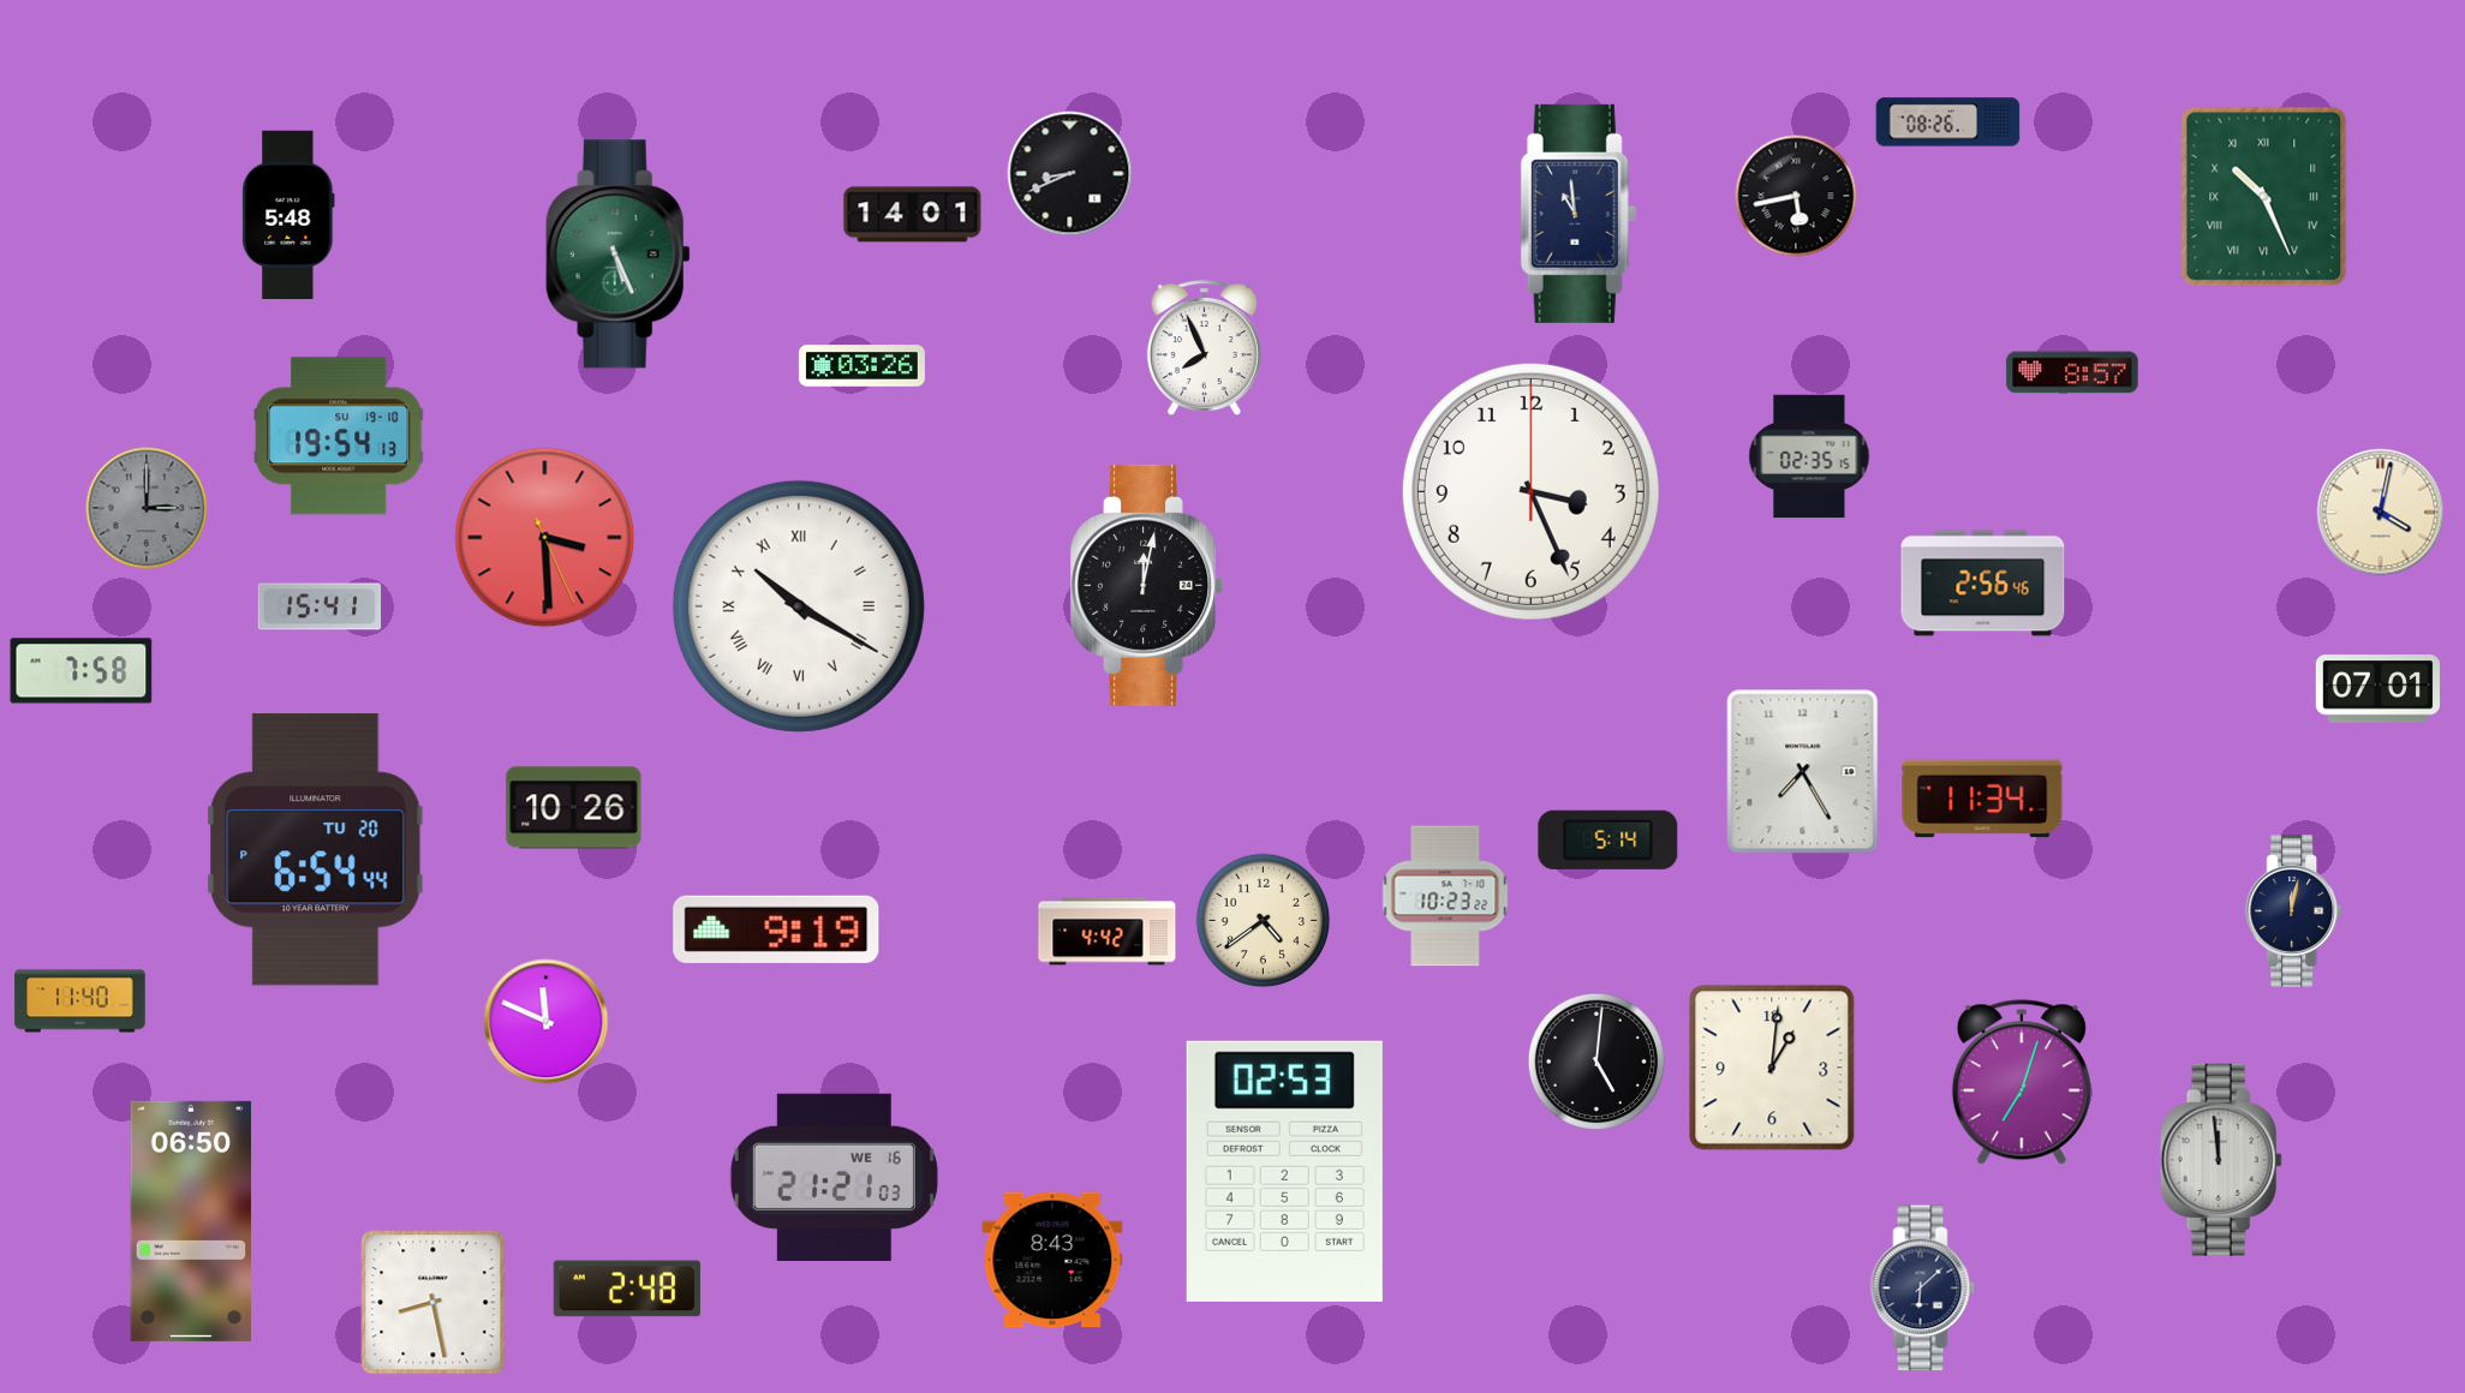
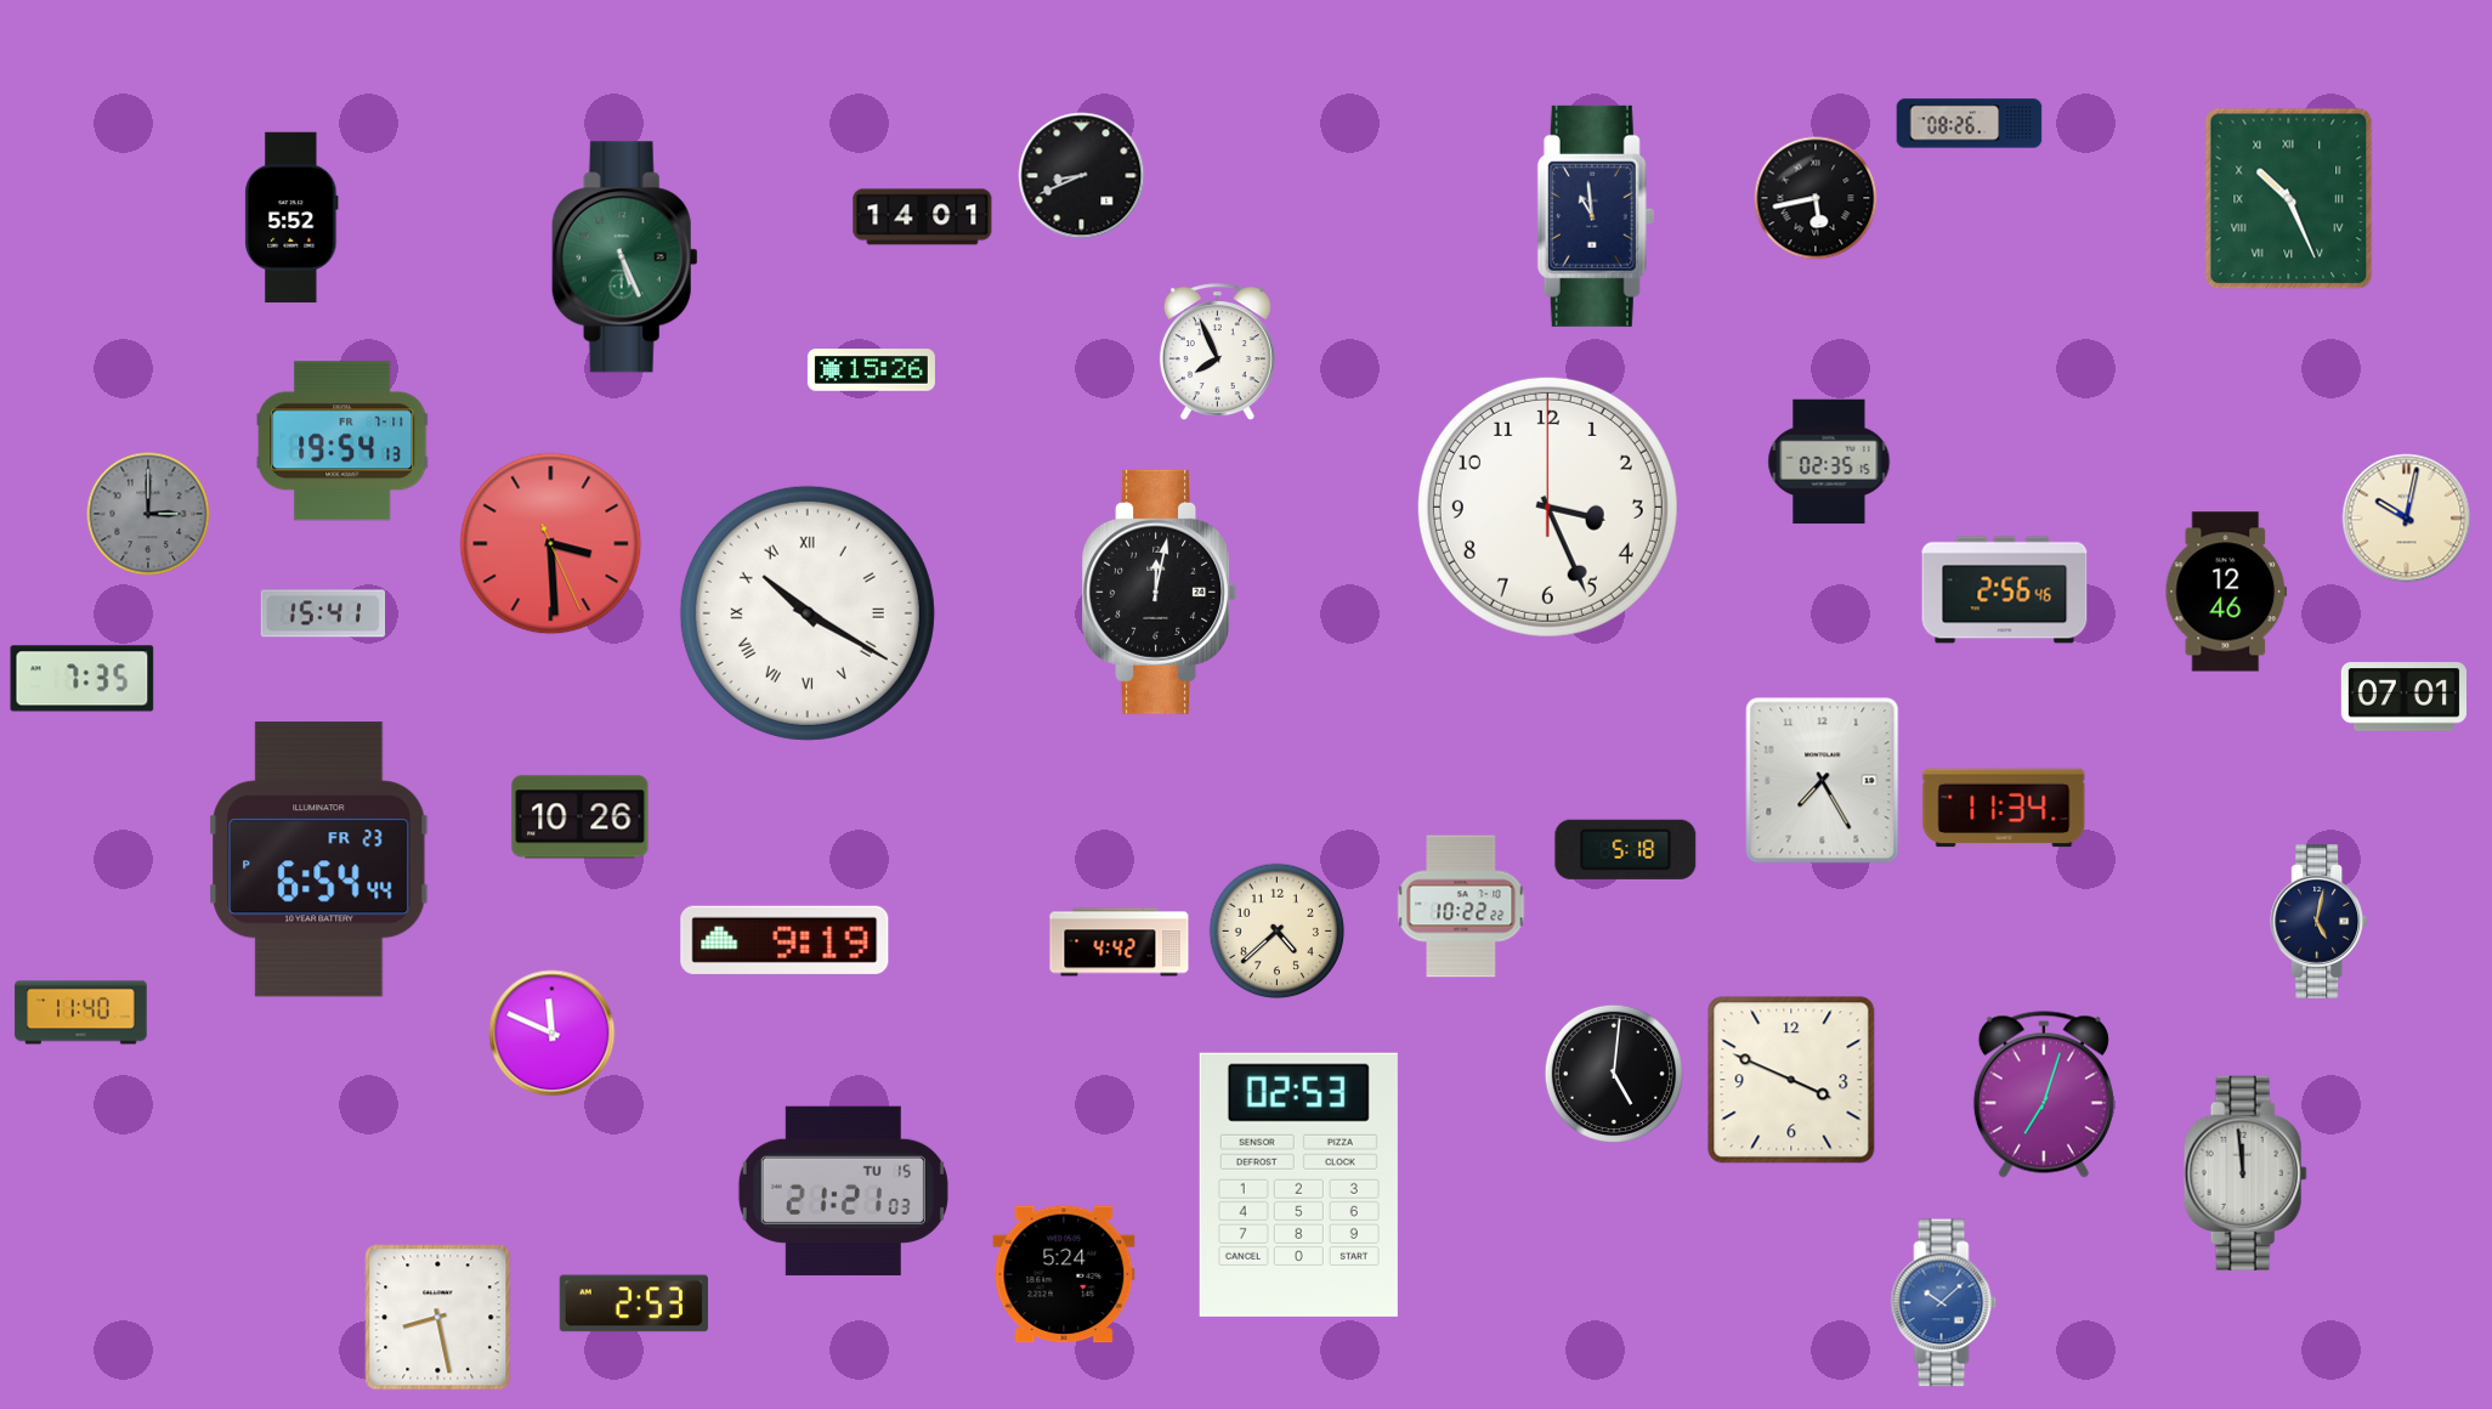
clock at (288, 215): 5:48 -> 5:52
clock at (861, 366): 03:26 -> 15:26
clock at (2072, 372): 8:57 -> none
clock at (339, 436) date: SU 19-10 -> FR 7-11
clock at (1530, 491) position: (1530, 491) -> (1547, 507)
clock at (2381, 513): 4:02 -> 10:02
clock at (2226, 592): none -> 12:46
clock at (82, 671): 7:58 -> 7:35
clock at (1608, 839): 5:14 -> 5:18
clock at (316, 850) date: TU 20 -> FR 23
clock at (1445, 896): 10:23 -> 10:22
clock at (2294, 911): 12:02 -> 5:02
clock at (1264, 921): 4:39 -> 4:38
clock at (1772, 1068): 1:01 -> 3:49
clock at (834, 1177) date: WE 16 -> TU 15
clock at (190, 1221): 06:50 -> none
clock at (1052, 1260): 8:43 -> 5:24
clock at (627, 1289): 2:48 -> 2:53
clock at (1923, 1289): 6:08 -> 10:08
clock at (1923, 1289) dial: navy -> blue
